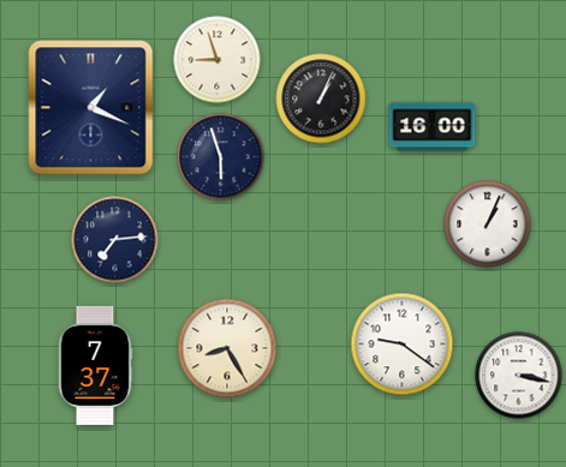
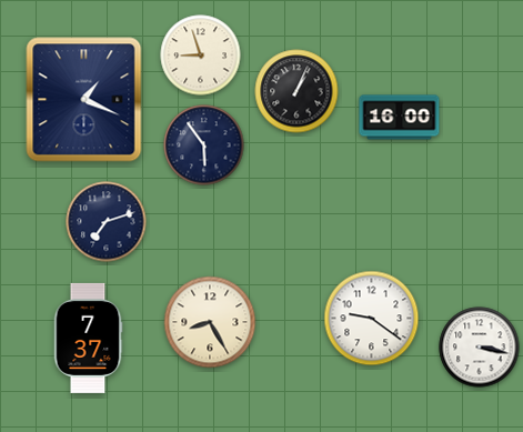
clock at (221, 157): 5:57 -> 5:54
clock at (488, 224): 1:04 -> none
clock at (115, 240): 7:14 -> 7:12
